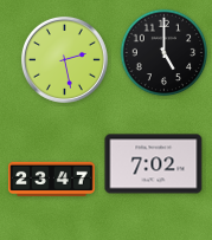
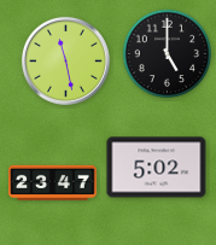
clock at (64, 59): 2:28 -> 11:28
clock at (154, 164): 7:02 -> 5:02
